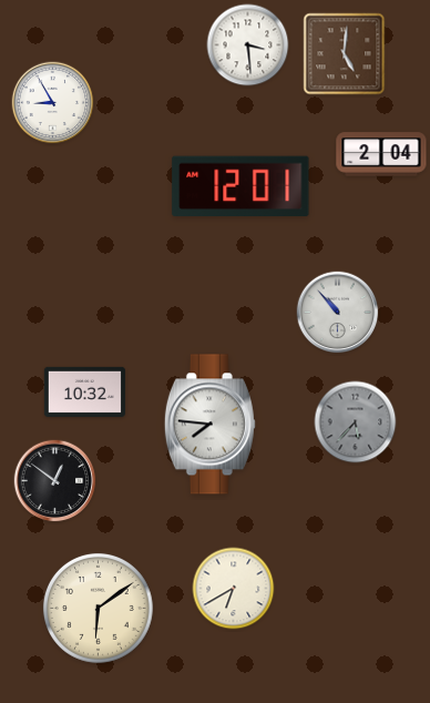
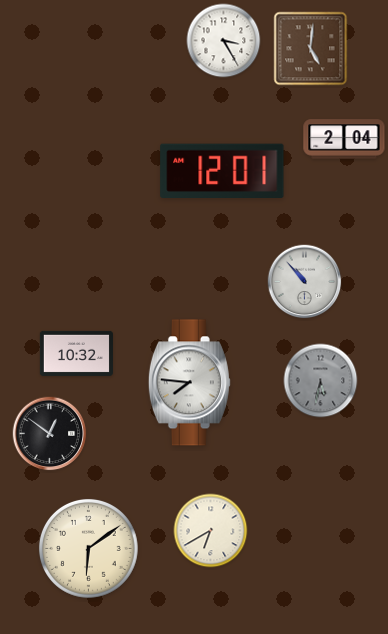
clock at (248, 45): 3:29 -> 3:25
clock at (53, 103): 8:55 -> none
clock at (240, 185) position: (240, 185) -> (222, 170)
clock at (356, 422): 5:37 -> 5:32
